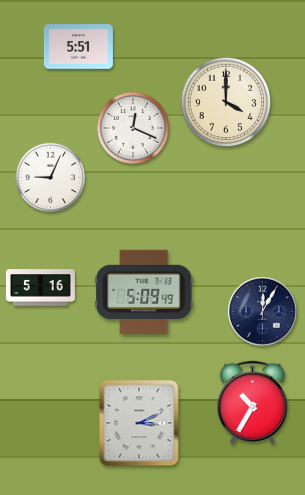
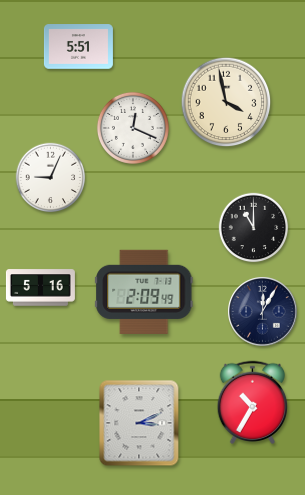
clock at (226, 102): 4:00 -> 3:58
clock at (254, 228): none -> 11:00
clock at (144, 292): 5:09 -> 2:09
